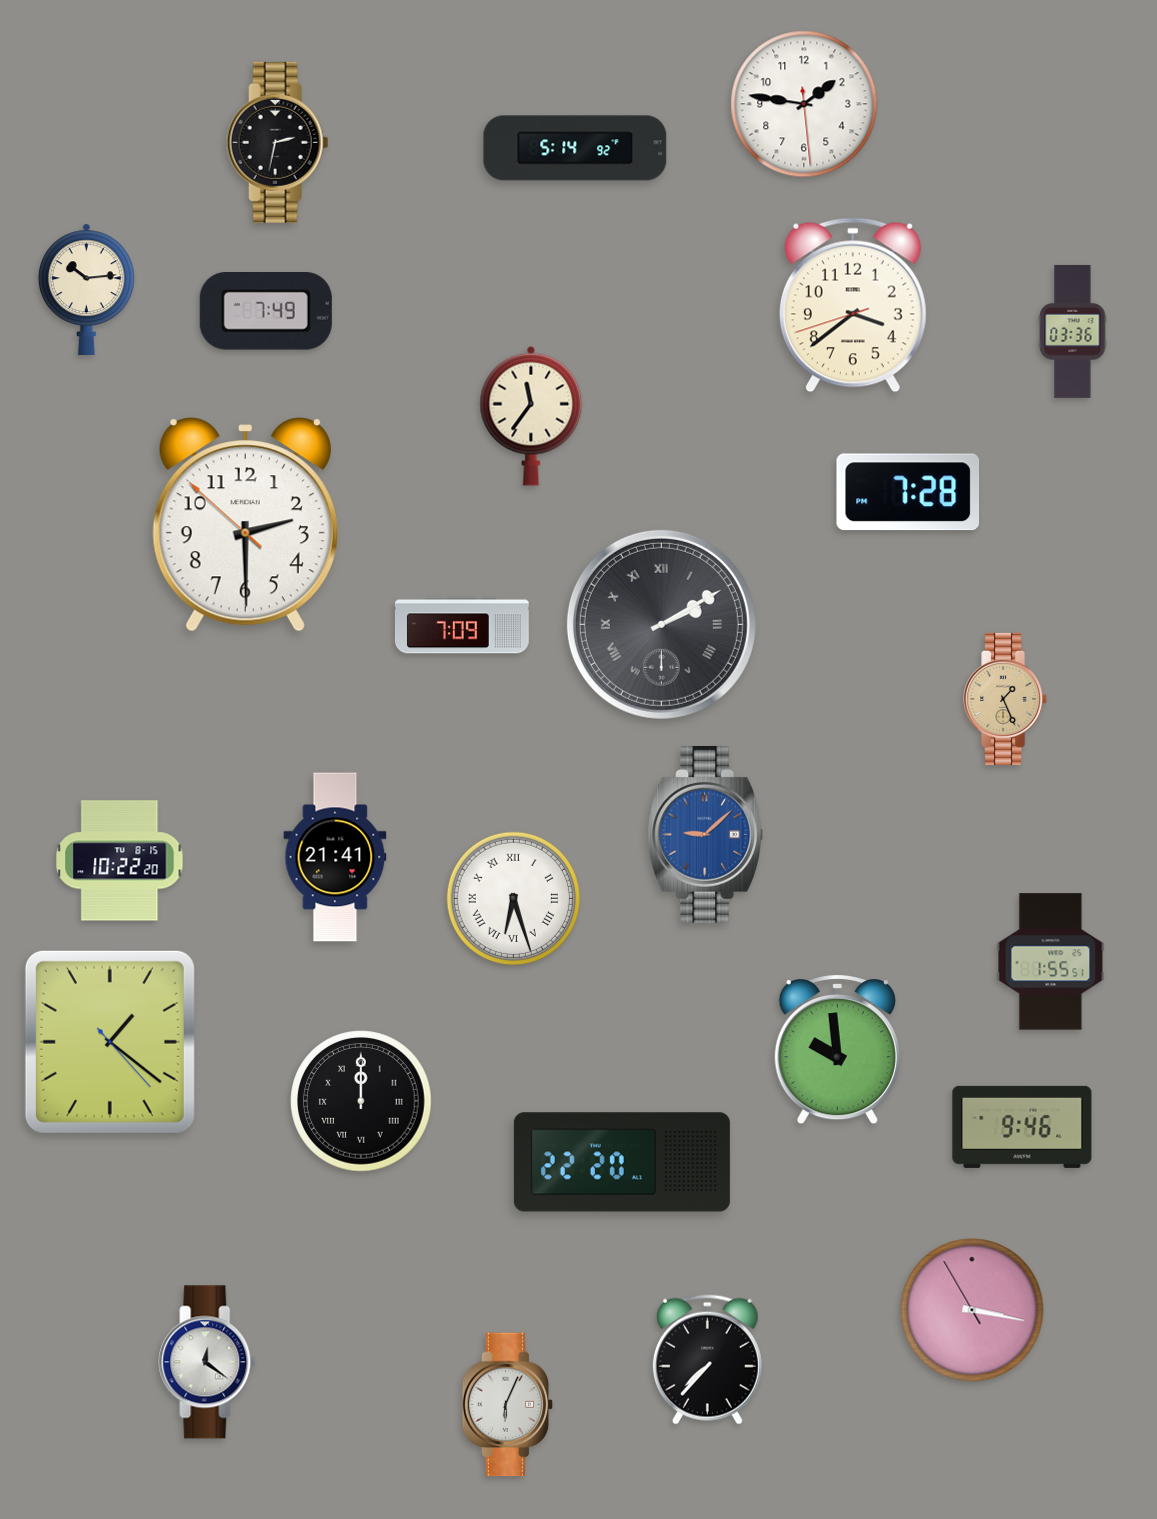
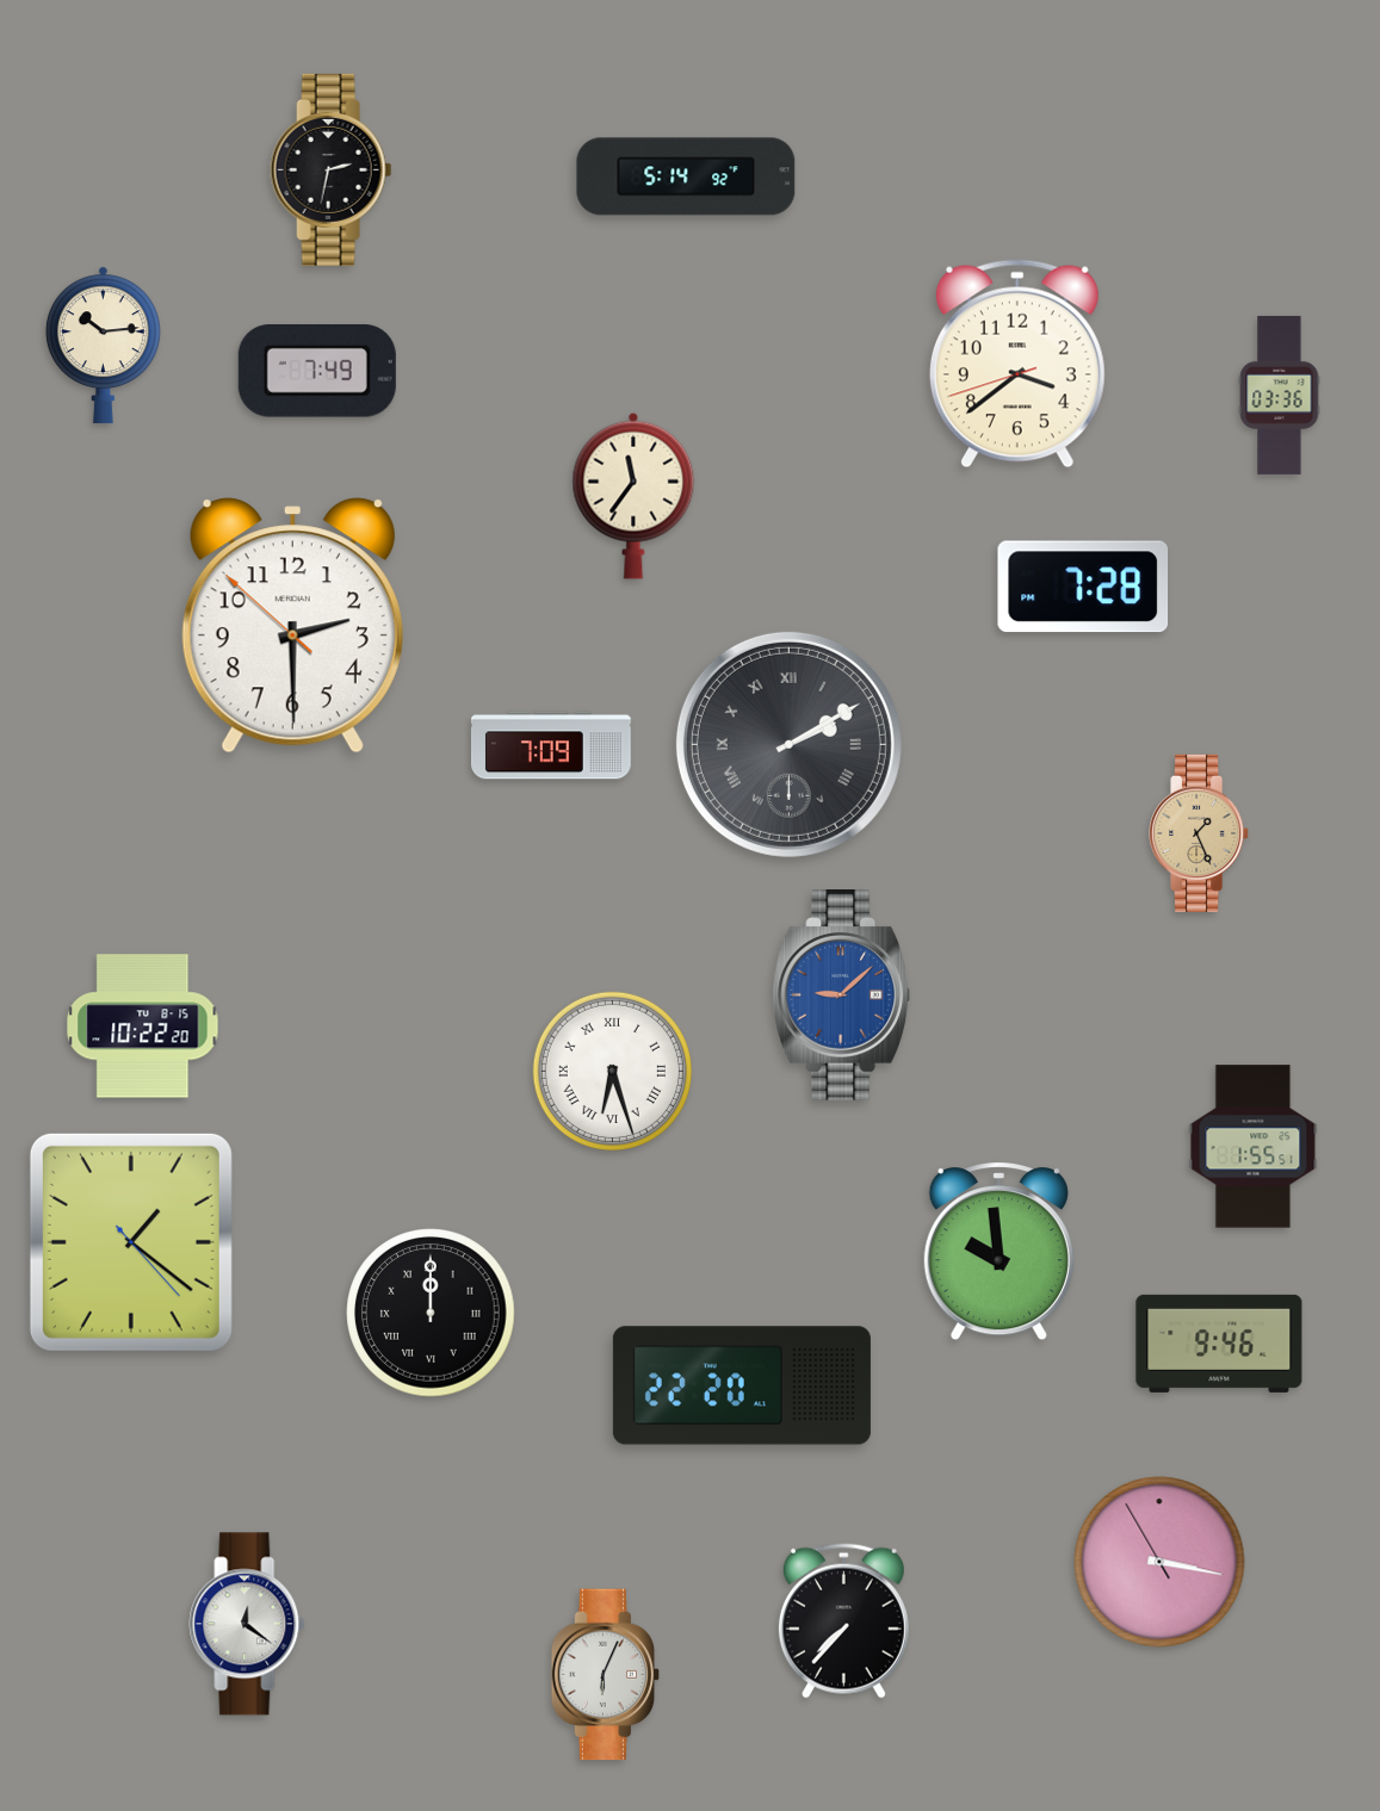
clock at (804, 104): 1:46 -> none
clock at (335, 857): 21:41 -> none
